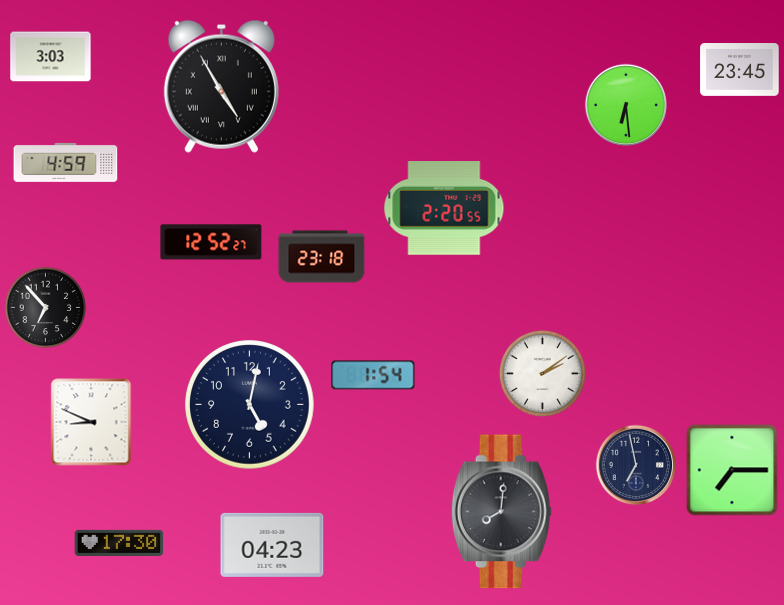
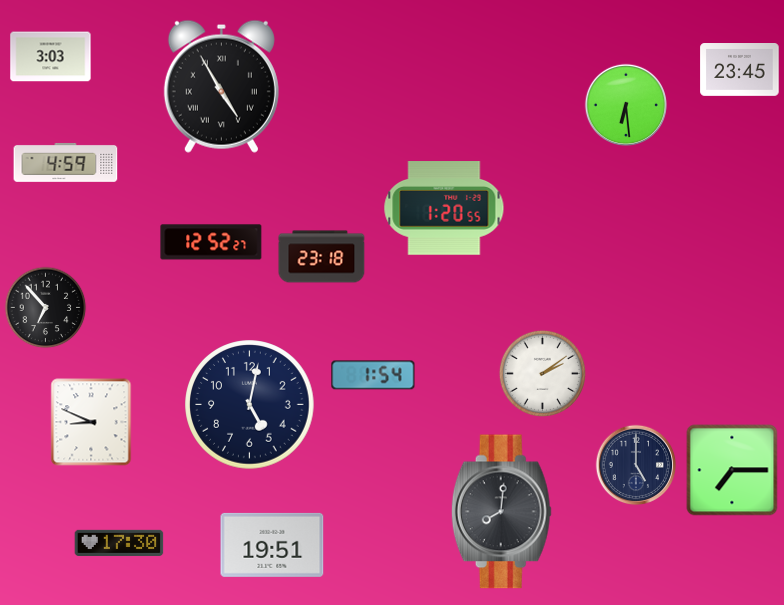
clock at (444, 209): 2:20 -> 1:20
clock at (636, 465): 6:58 -> 5:00
clock at (272, 545): 04:23 -> 19:51
